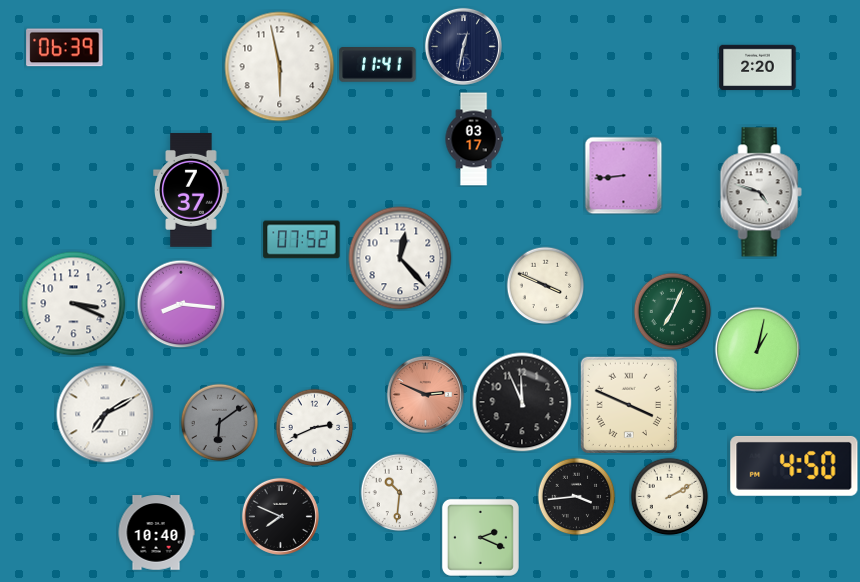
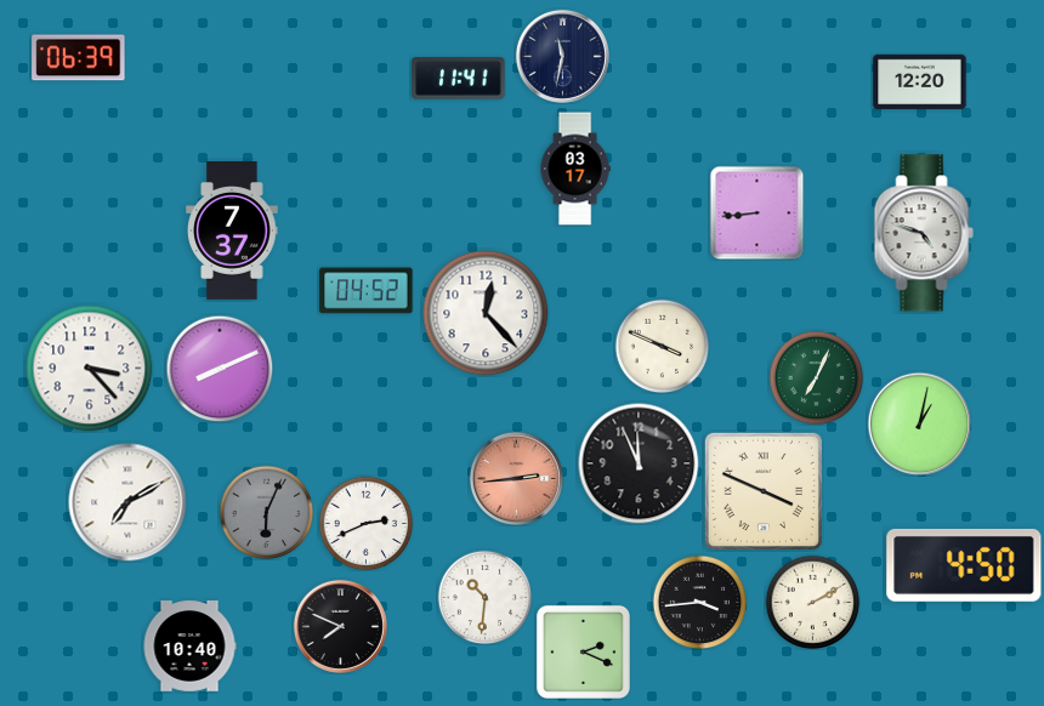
clock at (463, 46): 12:32 -> 11:32
clock at (280, 67): 5:58 -> none
clock at (758, 68): 2:20 -> 12:20
clock at (302, 240): 07:52 -> 04:52
clock at (74, 304): 3:19 -> 3:23
clock at (181, 304): 8:16 -> 8:11
clock at (425, 394): 2:49 -> 2:44
clock at (522, 402) position: (522, 402) -> (639, 463)
clock at (219, 422): 6:09 -> 6:04
clock at (314, 427) position: (314, 427) -> (365, 523)
